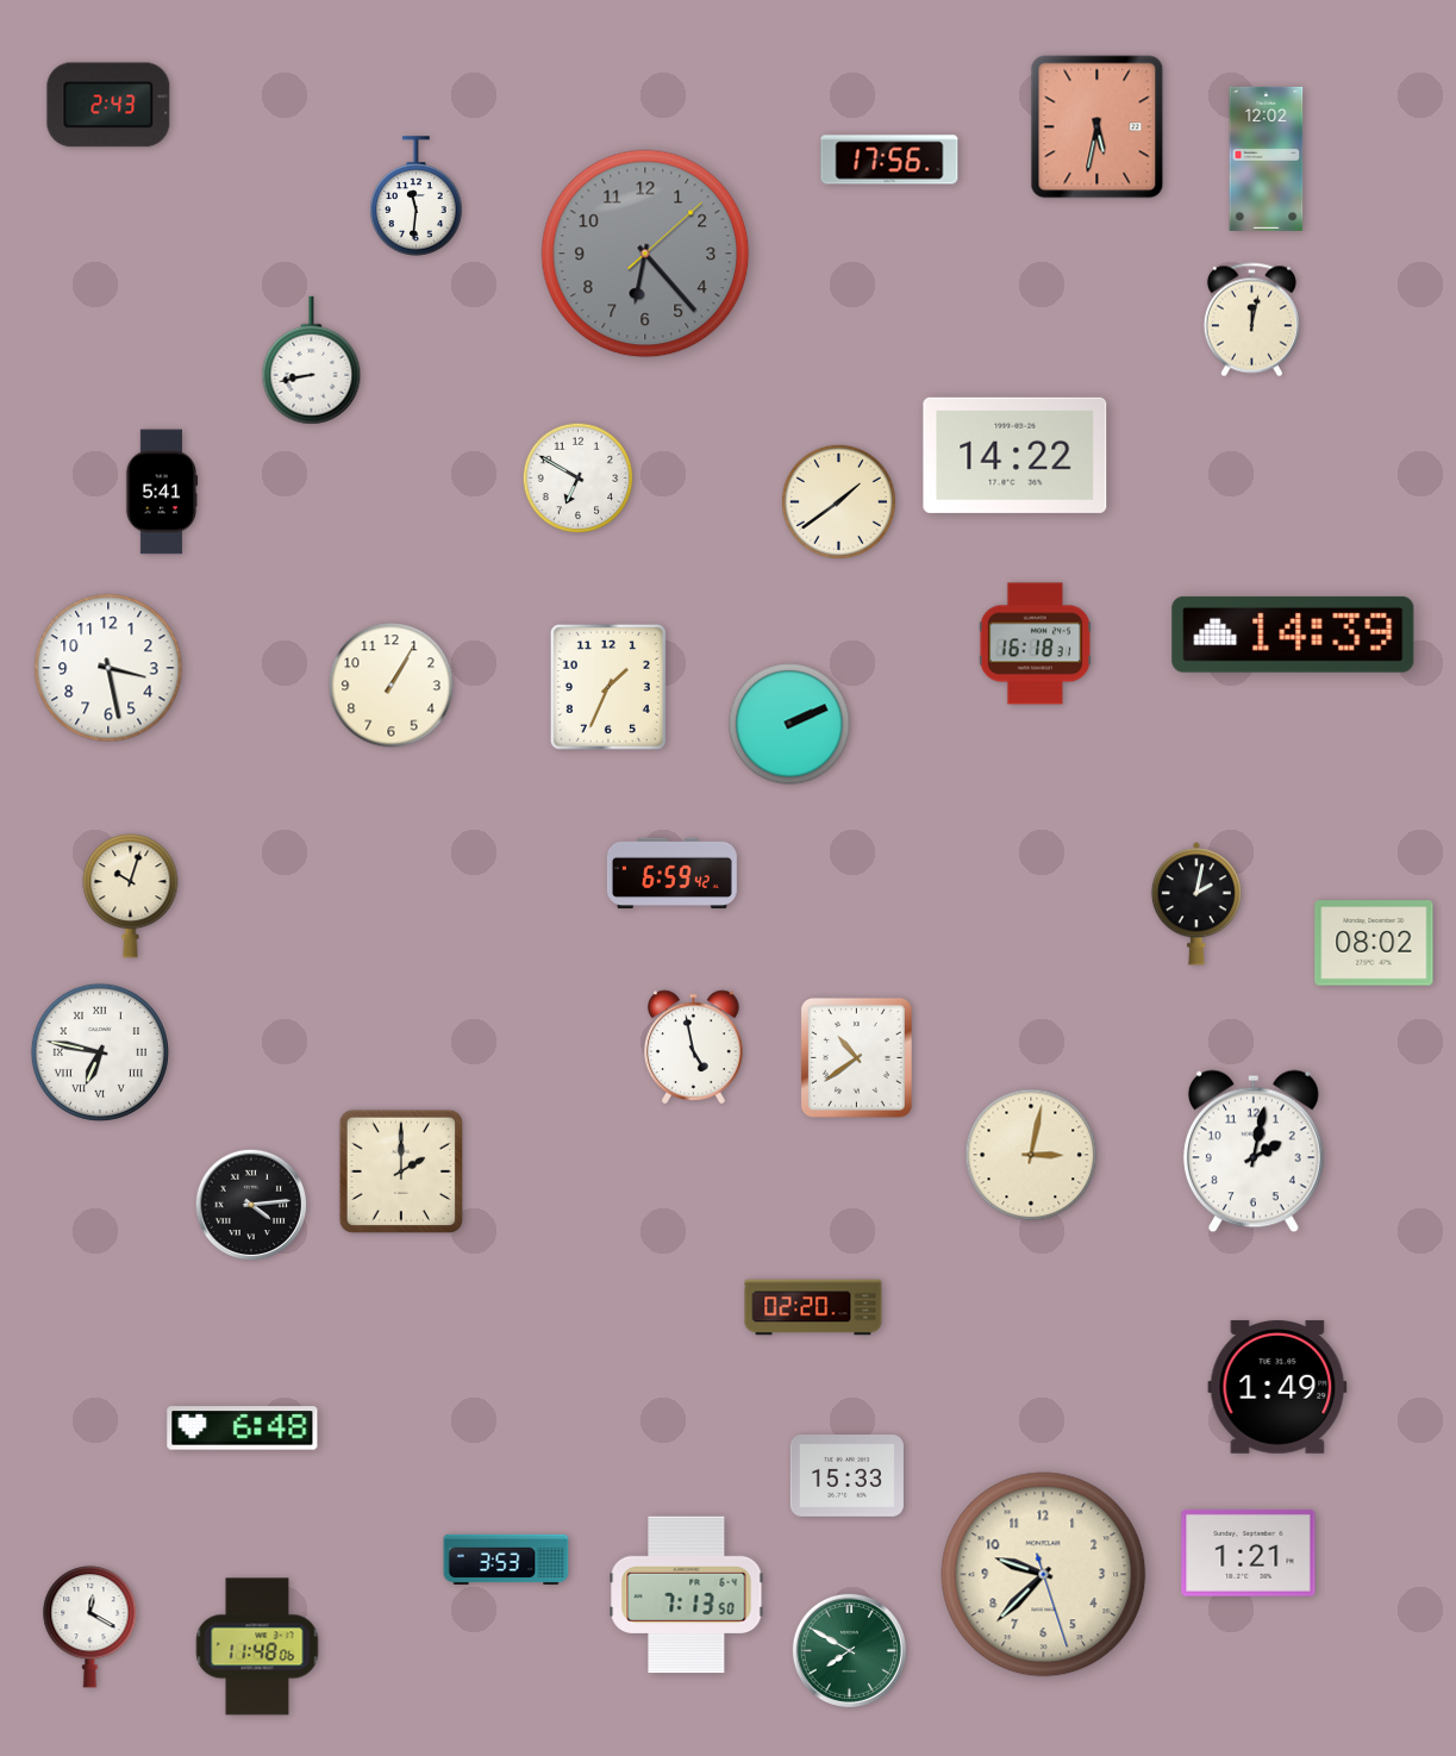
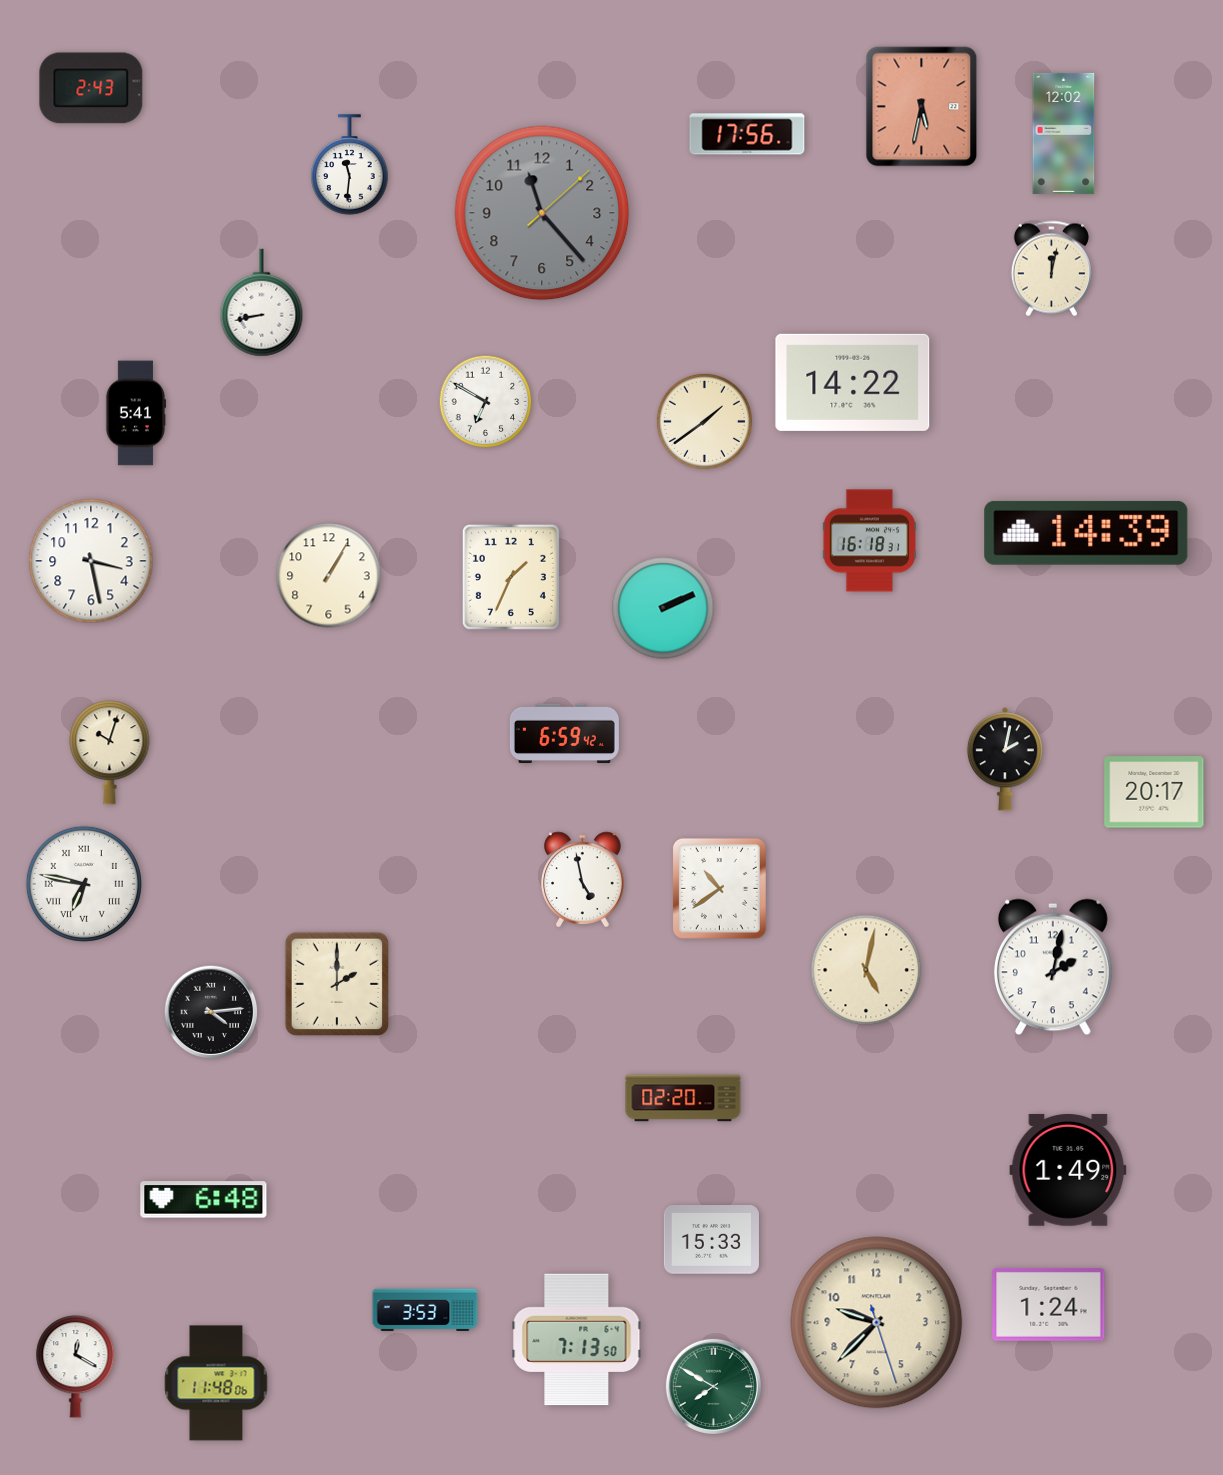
clock at (645, 254): 6:23 -> 11:23
clock at (1374, 943): 08:02 -> 20:17
clock at (1031, 1155): 3:02 -> 5:02
clock at (1277, 1387) position: (1277, 1387) -> (1068, 1170)
clock at (1249, 1552): 1:21 -> 1:24
